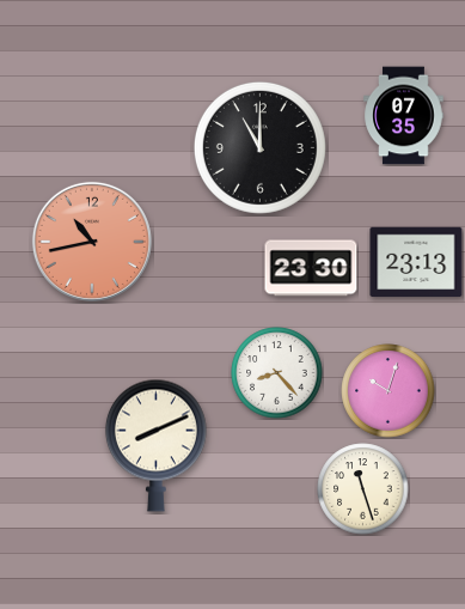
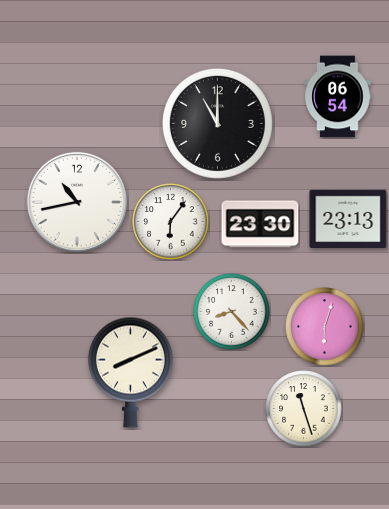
clock at (404, 116): 07:35 -> 06:54
clock at (92, 242) dial: salmon -> white
clock at (171, 222): none -> 6:06
clock at (388, 391): 10:03 -> 6:03
